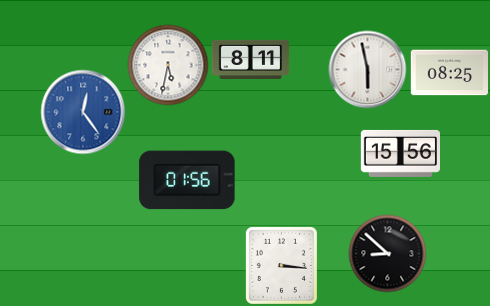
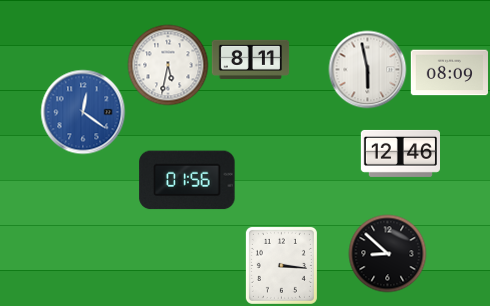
clock at (449, 73): 08:25 -> 08:09
clock at (83, 112): 12:24 -> 12:21
clock at (400, 153): 15:56 -> 12:46
